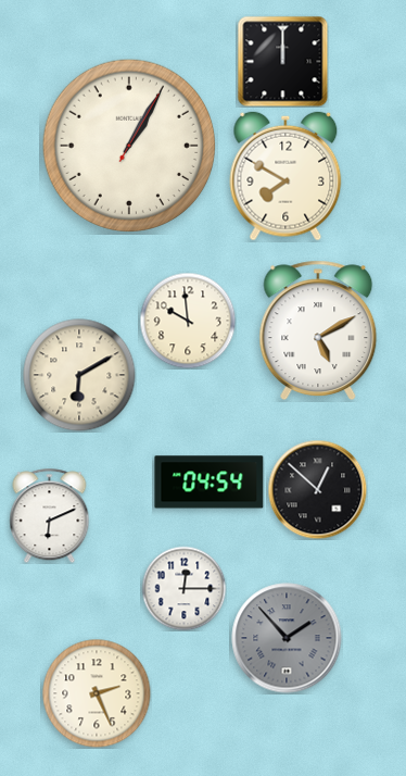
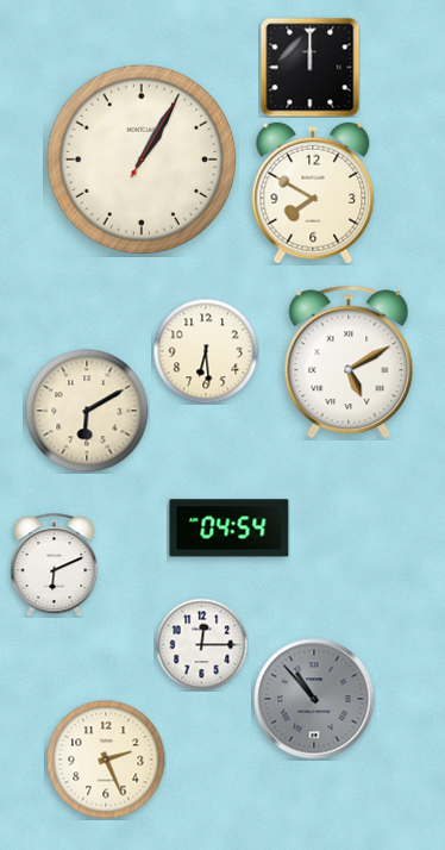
clock at (188, 321): 9:59 -> 6:29
clock at (317, 489): 12:52 -> none
clock at (287, 638): 1:53 -> 10:53
